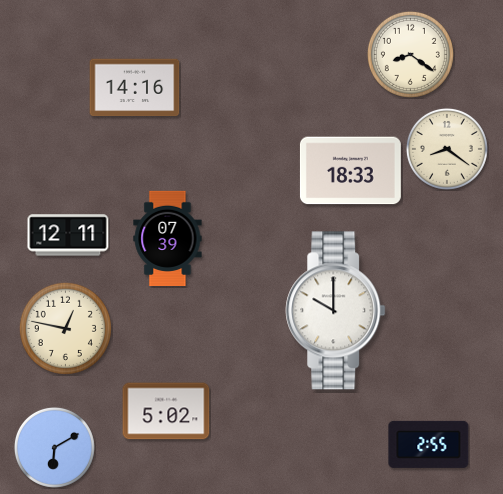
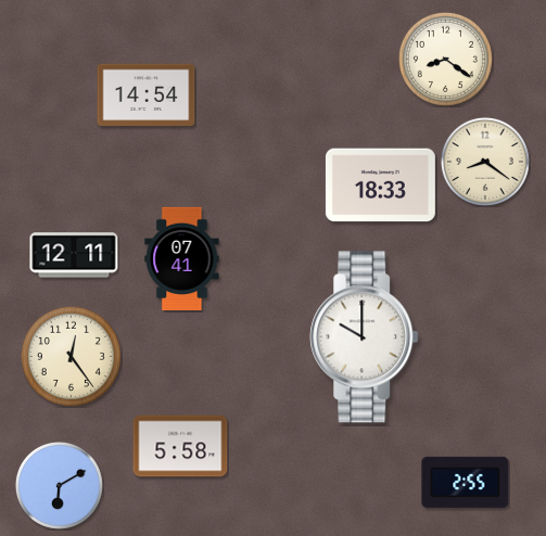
clock at (135, 88): 14:16 -> 14:54
clock at (168, 238): 07:39 -> 07:41
clock at (65, 328): 12:47 -> 12:24
clock at (166, 411): 5:02 -> 5:58
